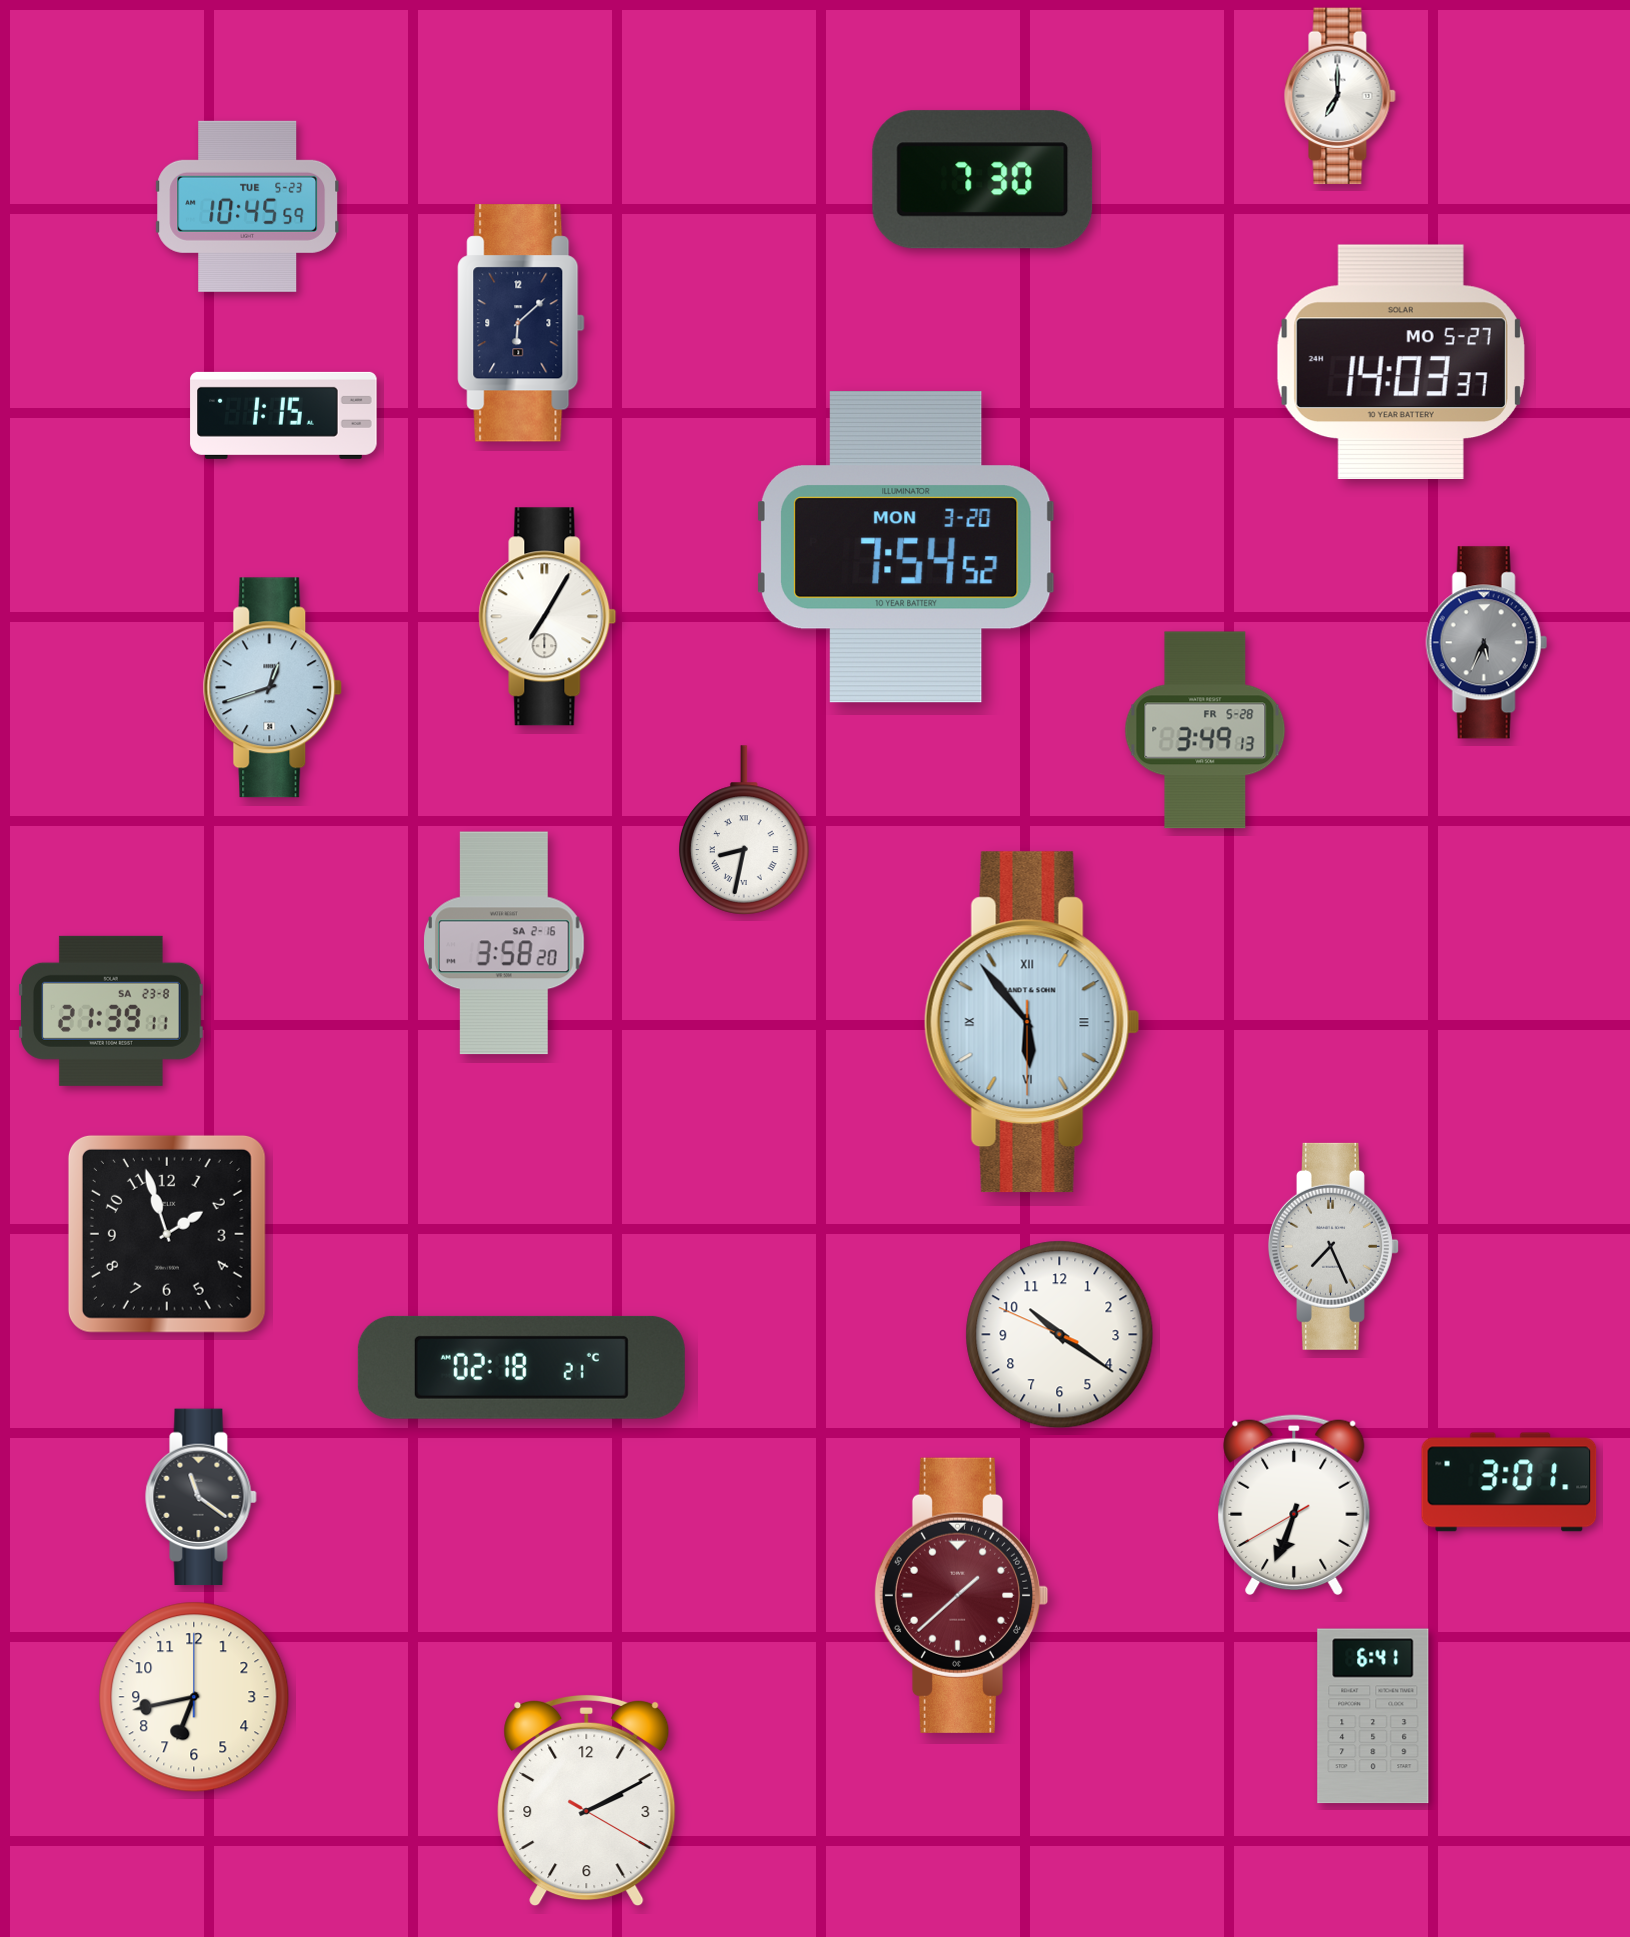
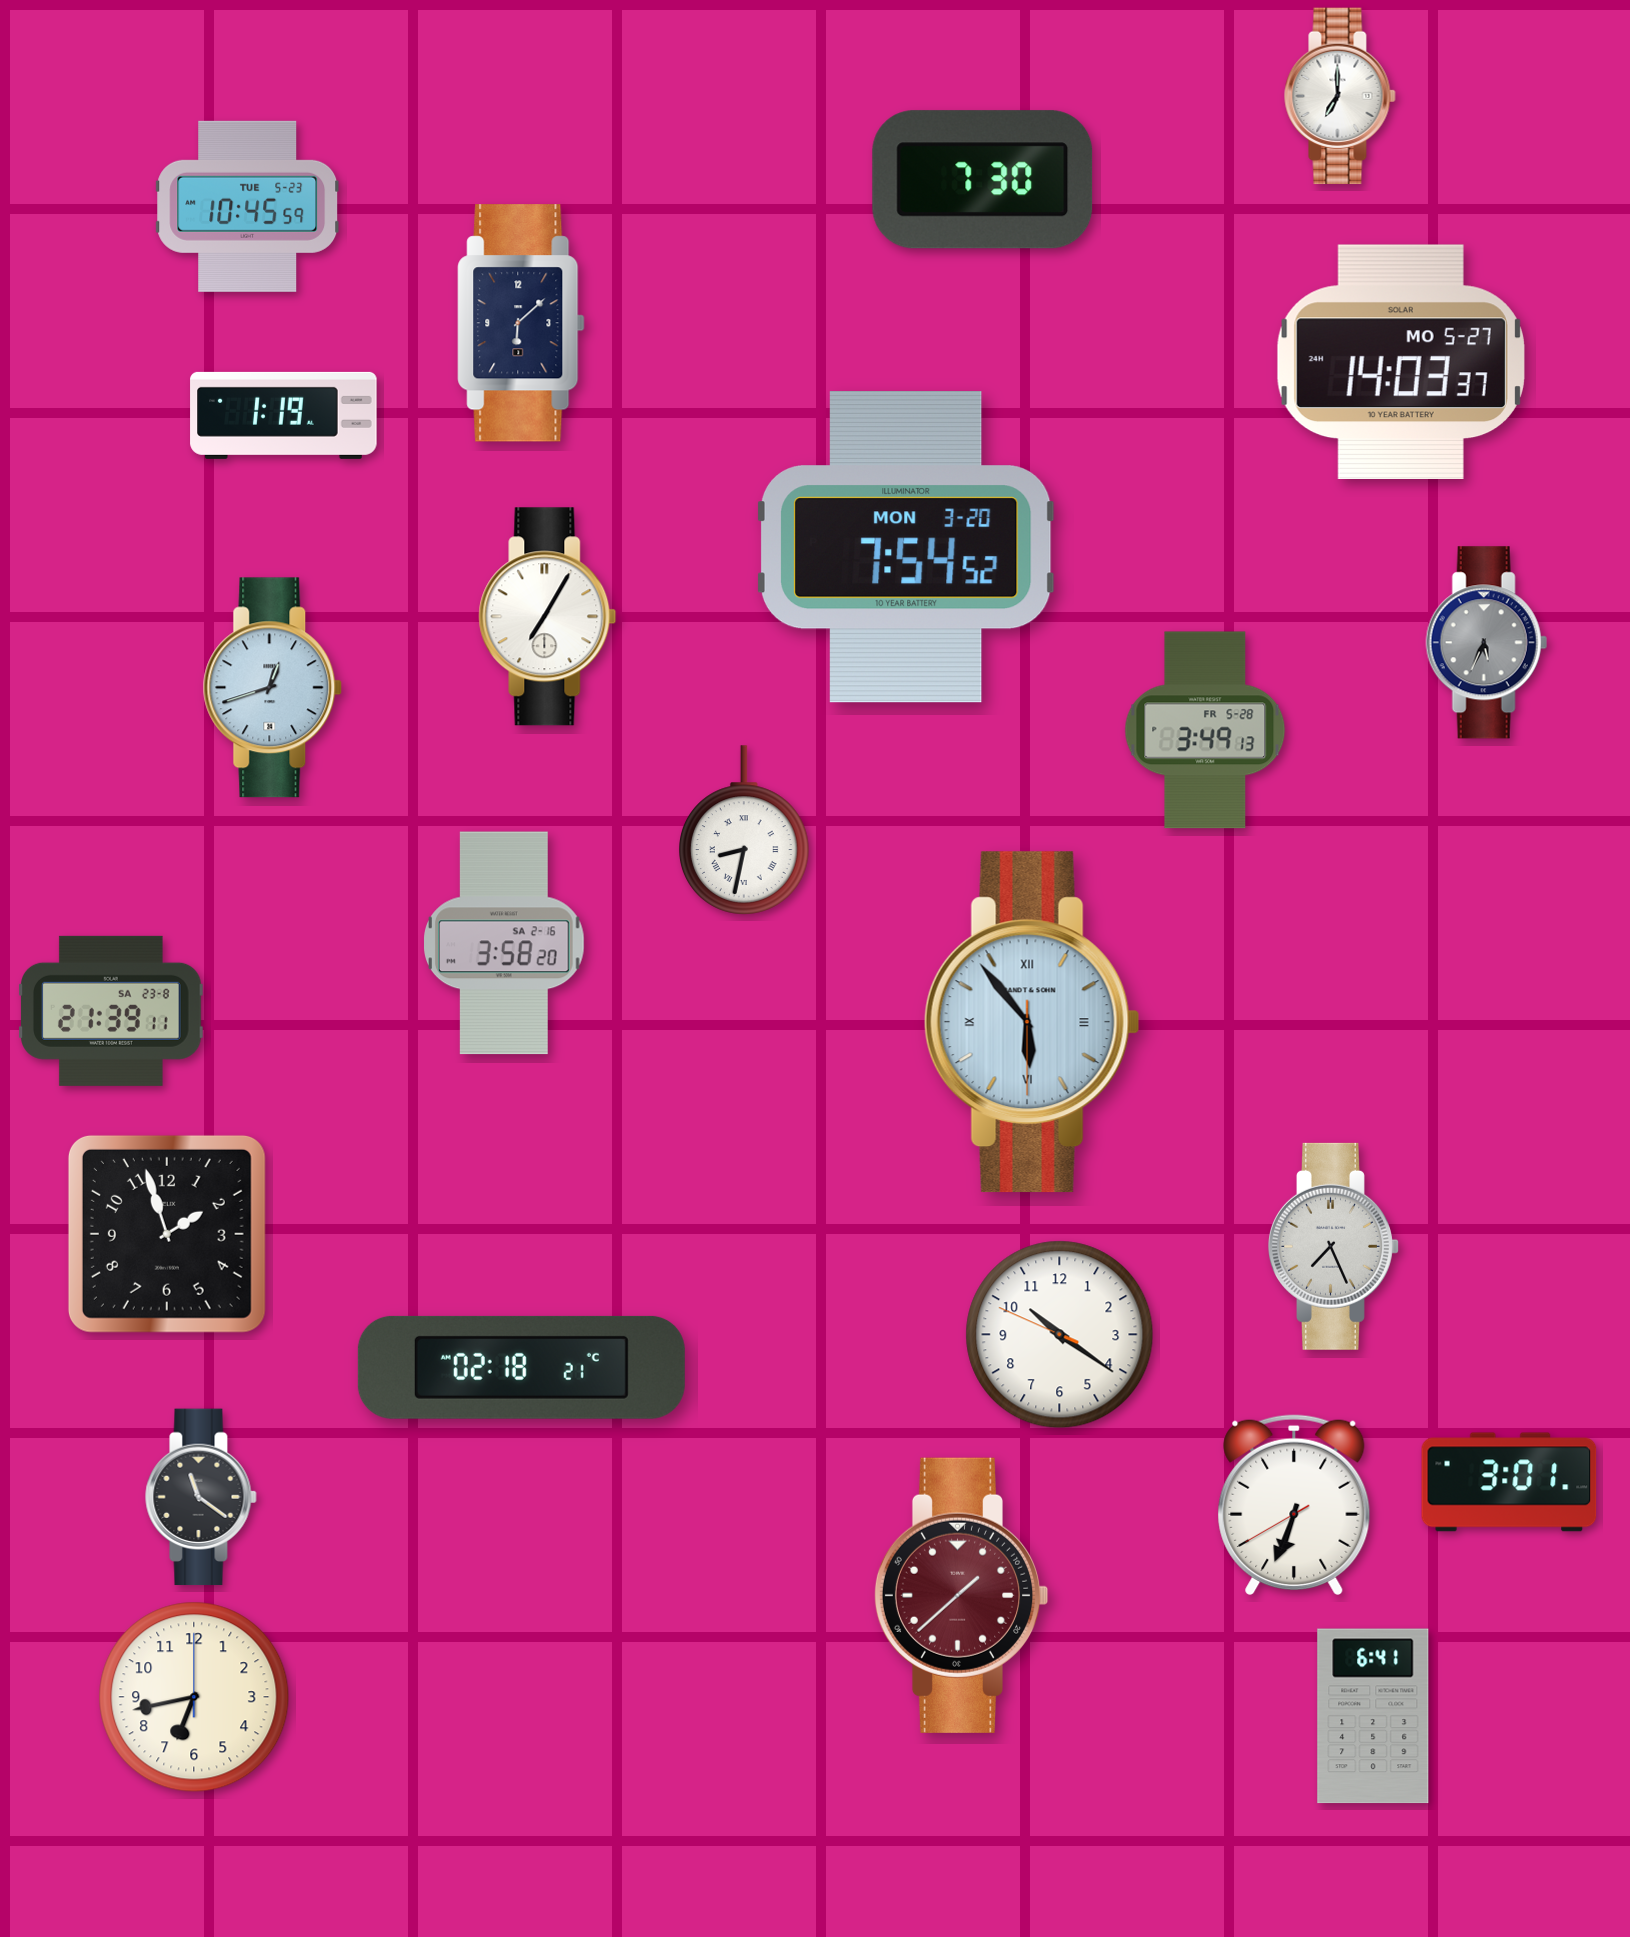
clock at (284, 415): 1:15 -> 1:19
clock at (587, 1801): 2:10 -> none
